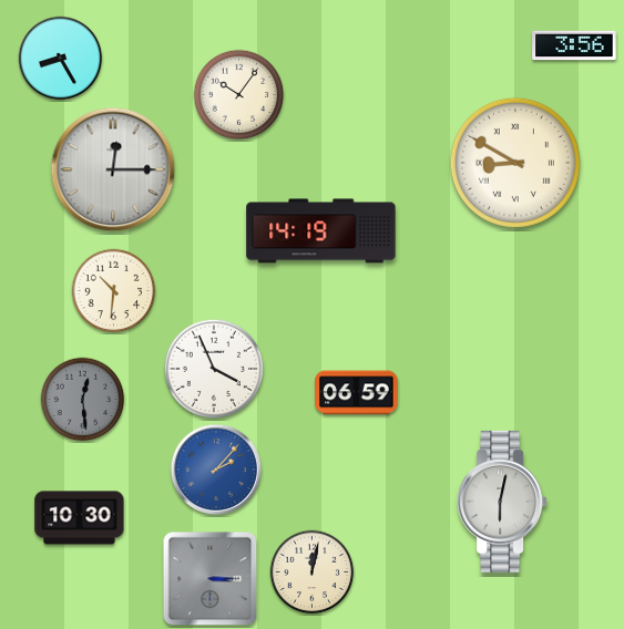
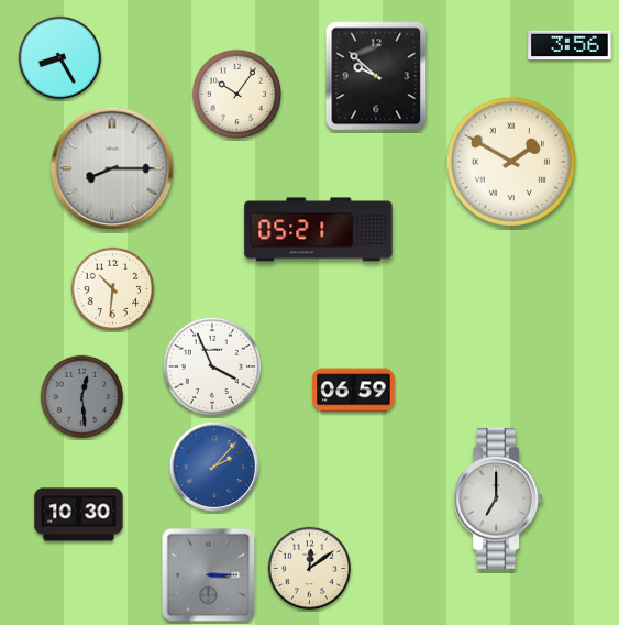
clock at (376, 76): none -> 9:52
clock at (515, 163): 8:50 -> 1:50
clock at (113, 169): 12:15 -> 8:15
clock at (321, 231): 14:19 -> 05:21
clock at (502, 502): 6:02 -> 7:00
clock at (313, 573): 12:02 -> 12:09
